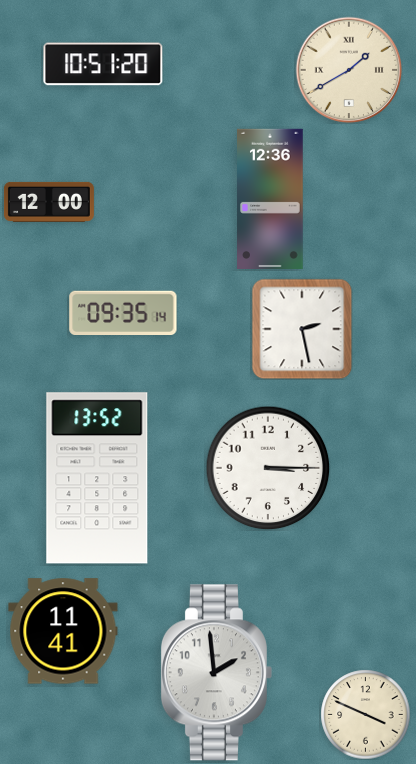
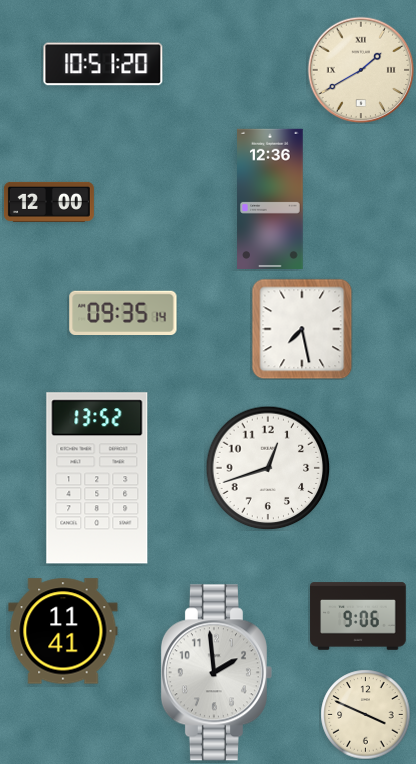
clock at (349, 70) position: (349, 70) -> (361, 70)
clock at (302, 329): 2:28 -> 7:28
clock at (268, 468): 3:15 -> 12:42
clock at (358, 616): none -> 9:06
